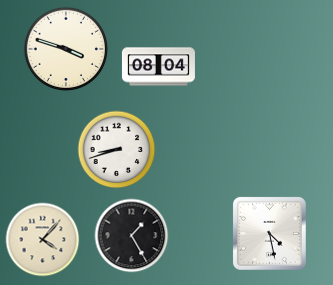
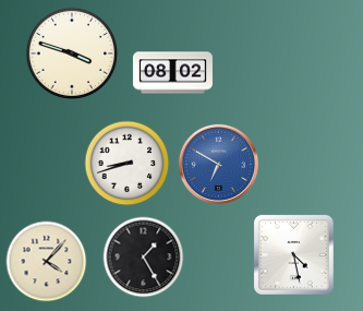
clock at (158, 67): 08:04 -> 08:02
clock at (218, 164): none -> 6:50
